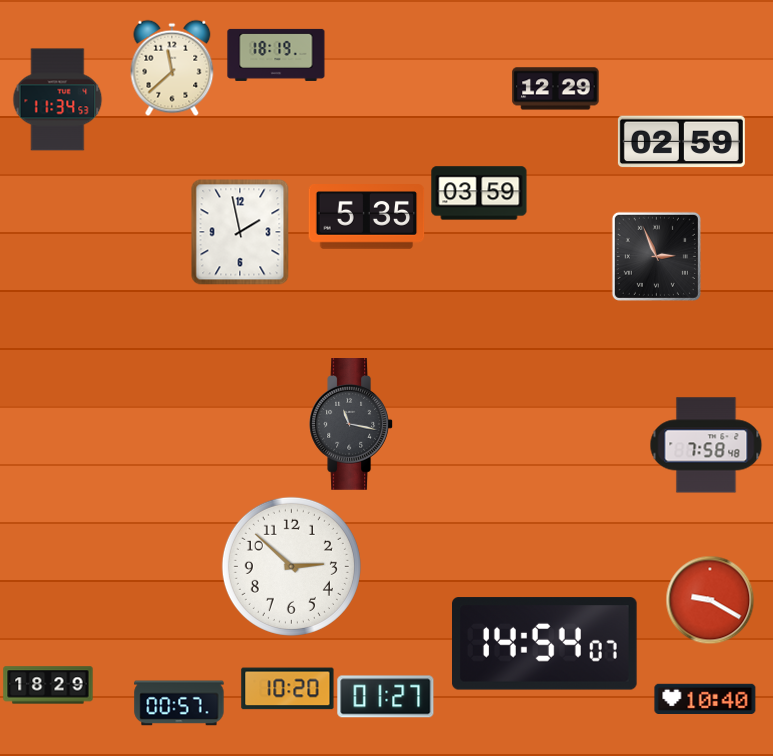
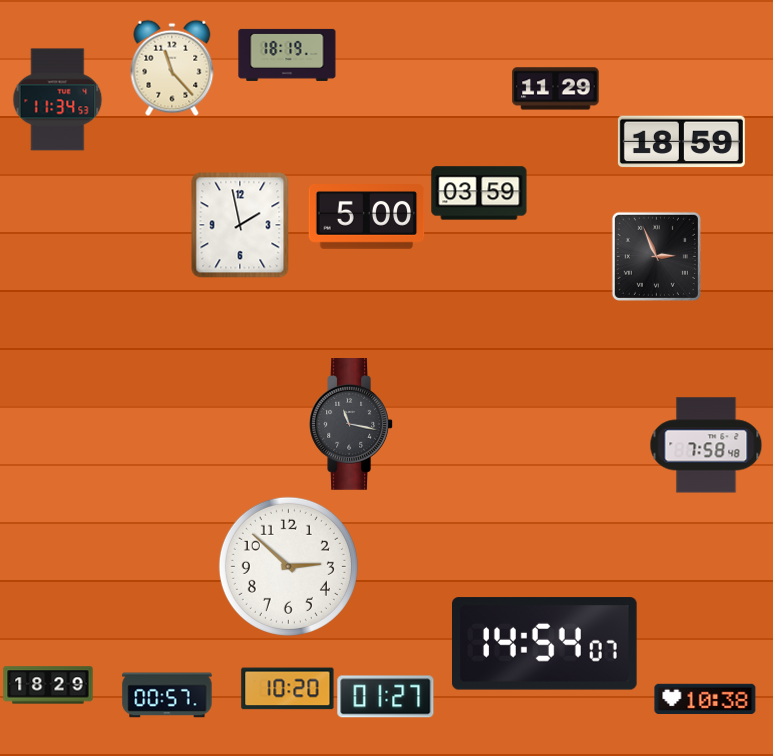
clock at (276, 55) position: (276, 55) -> (287, 55)
clock at (172, 68): 11:38 -> 11:23
clock at (556, 89): 12:29 -> 11:29
clock at (681, 142): 02:59 -> 18:59
clock at (367, 217): 5:35 -> 5:00
clock at (240, 232) position: (240, 232) -> (240, 225)
clock at (291, 566) position: (291, 566) -> (288, 566)
clock at (710, 600): 9:20 -> none
clock at (705, 698): 10:40 -> 10:38
clock at (179, 703) position: (179, 703) -> (167, 695)
